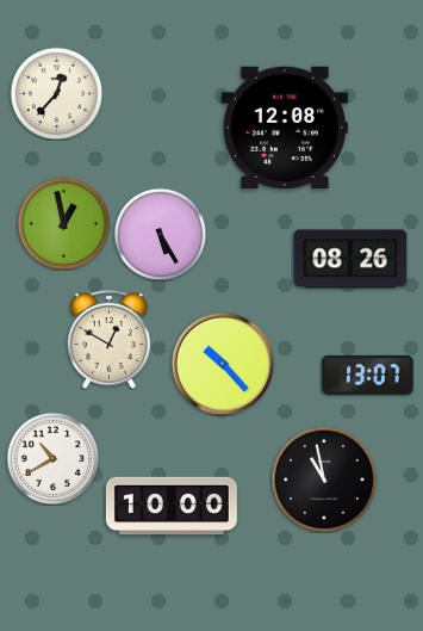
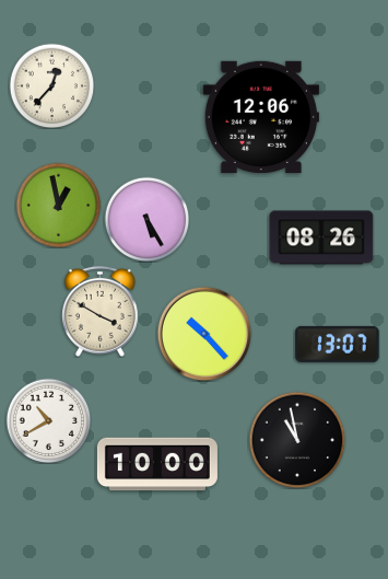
clock at (285, 126): 12:08 -> 12:06
clock at (160, 234) position: (160, 234) -> (146, 219)
clock at (108, 339): 12:50 -> 3:50
